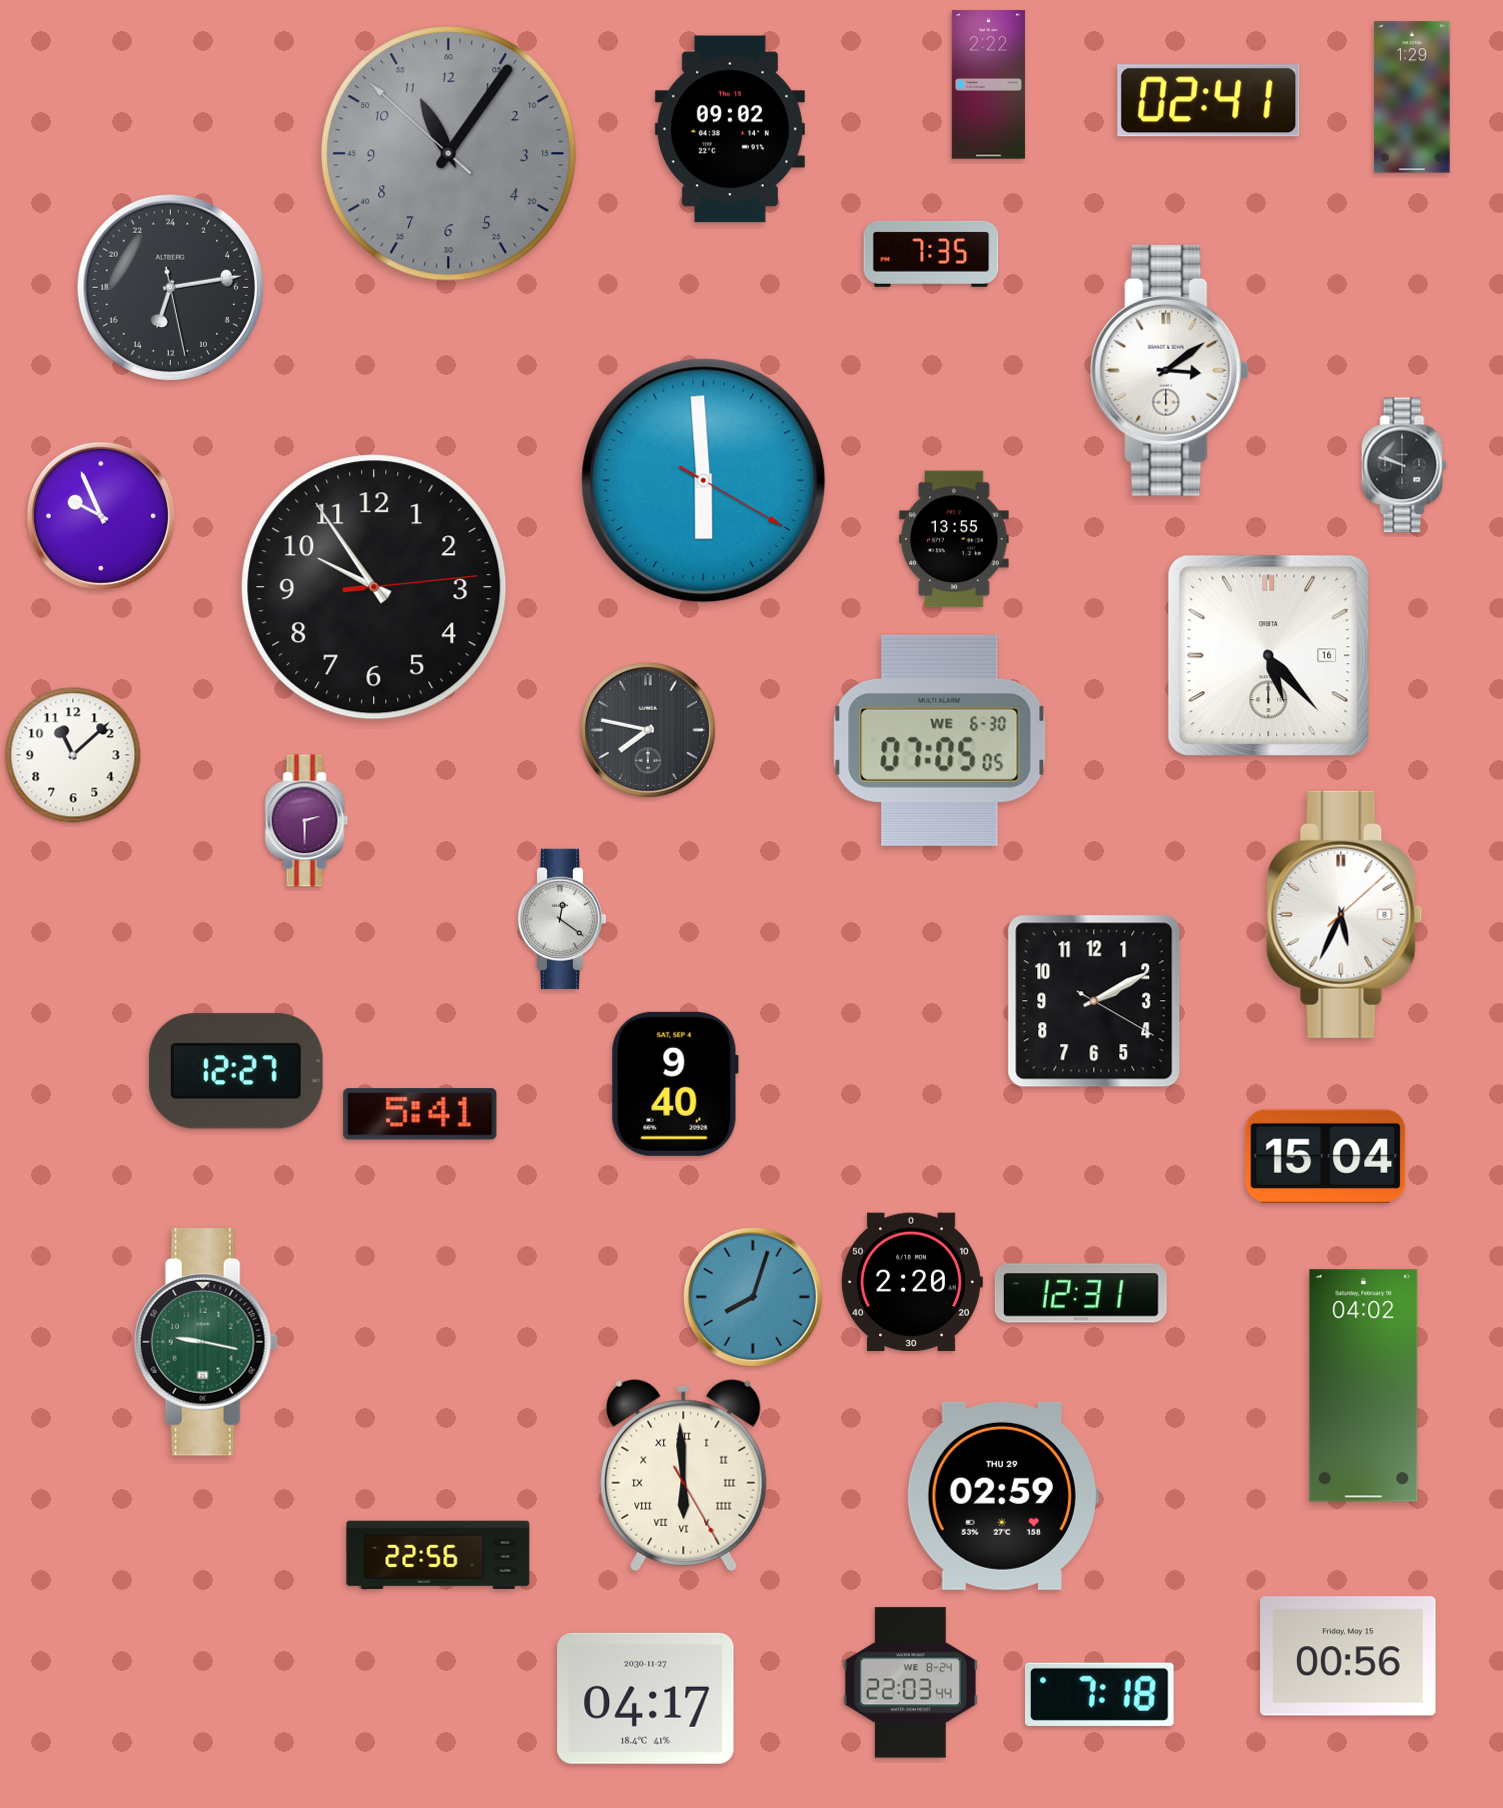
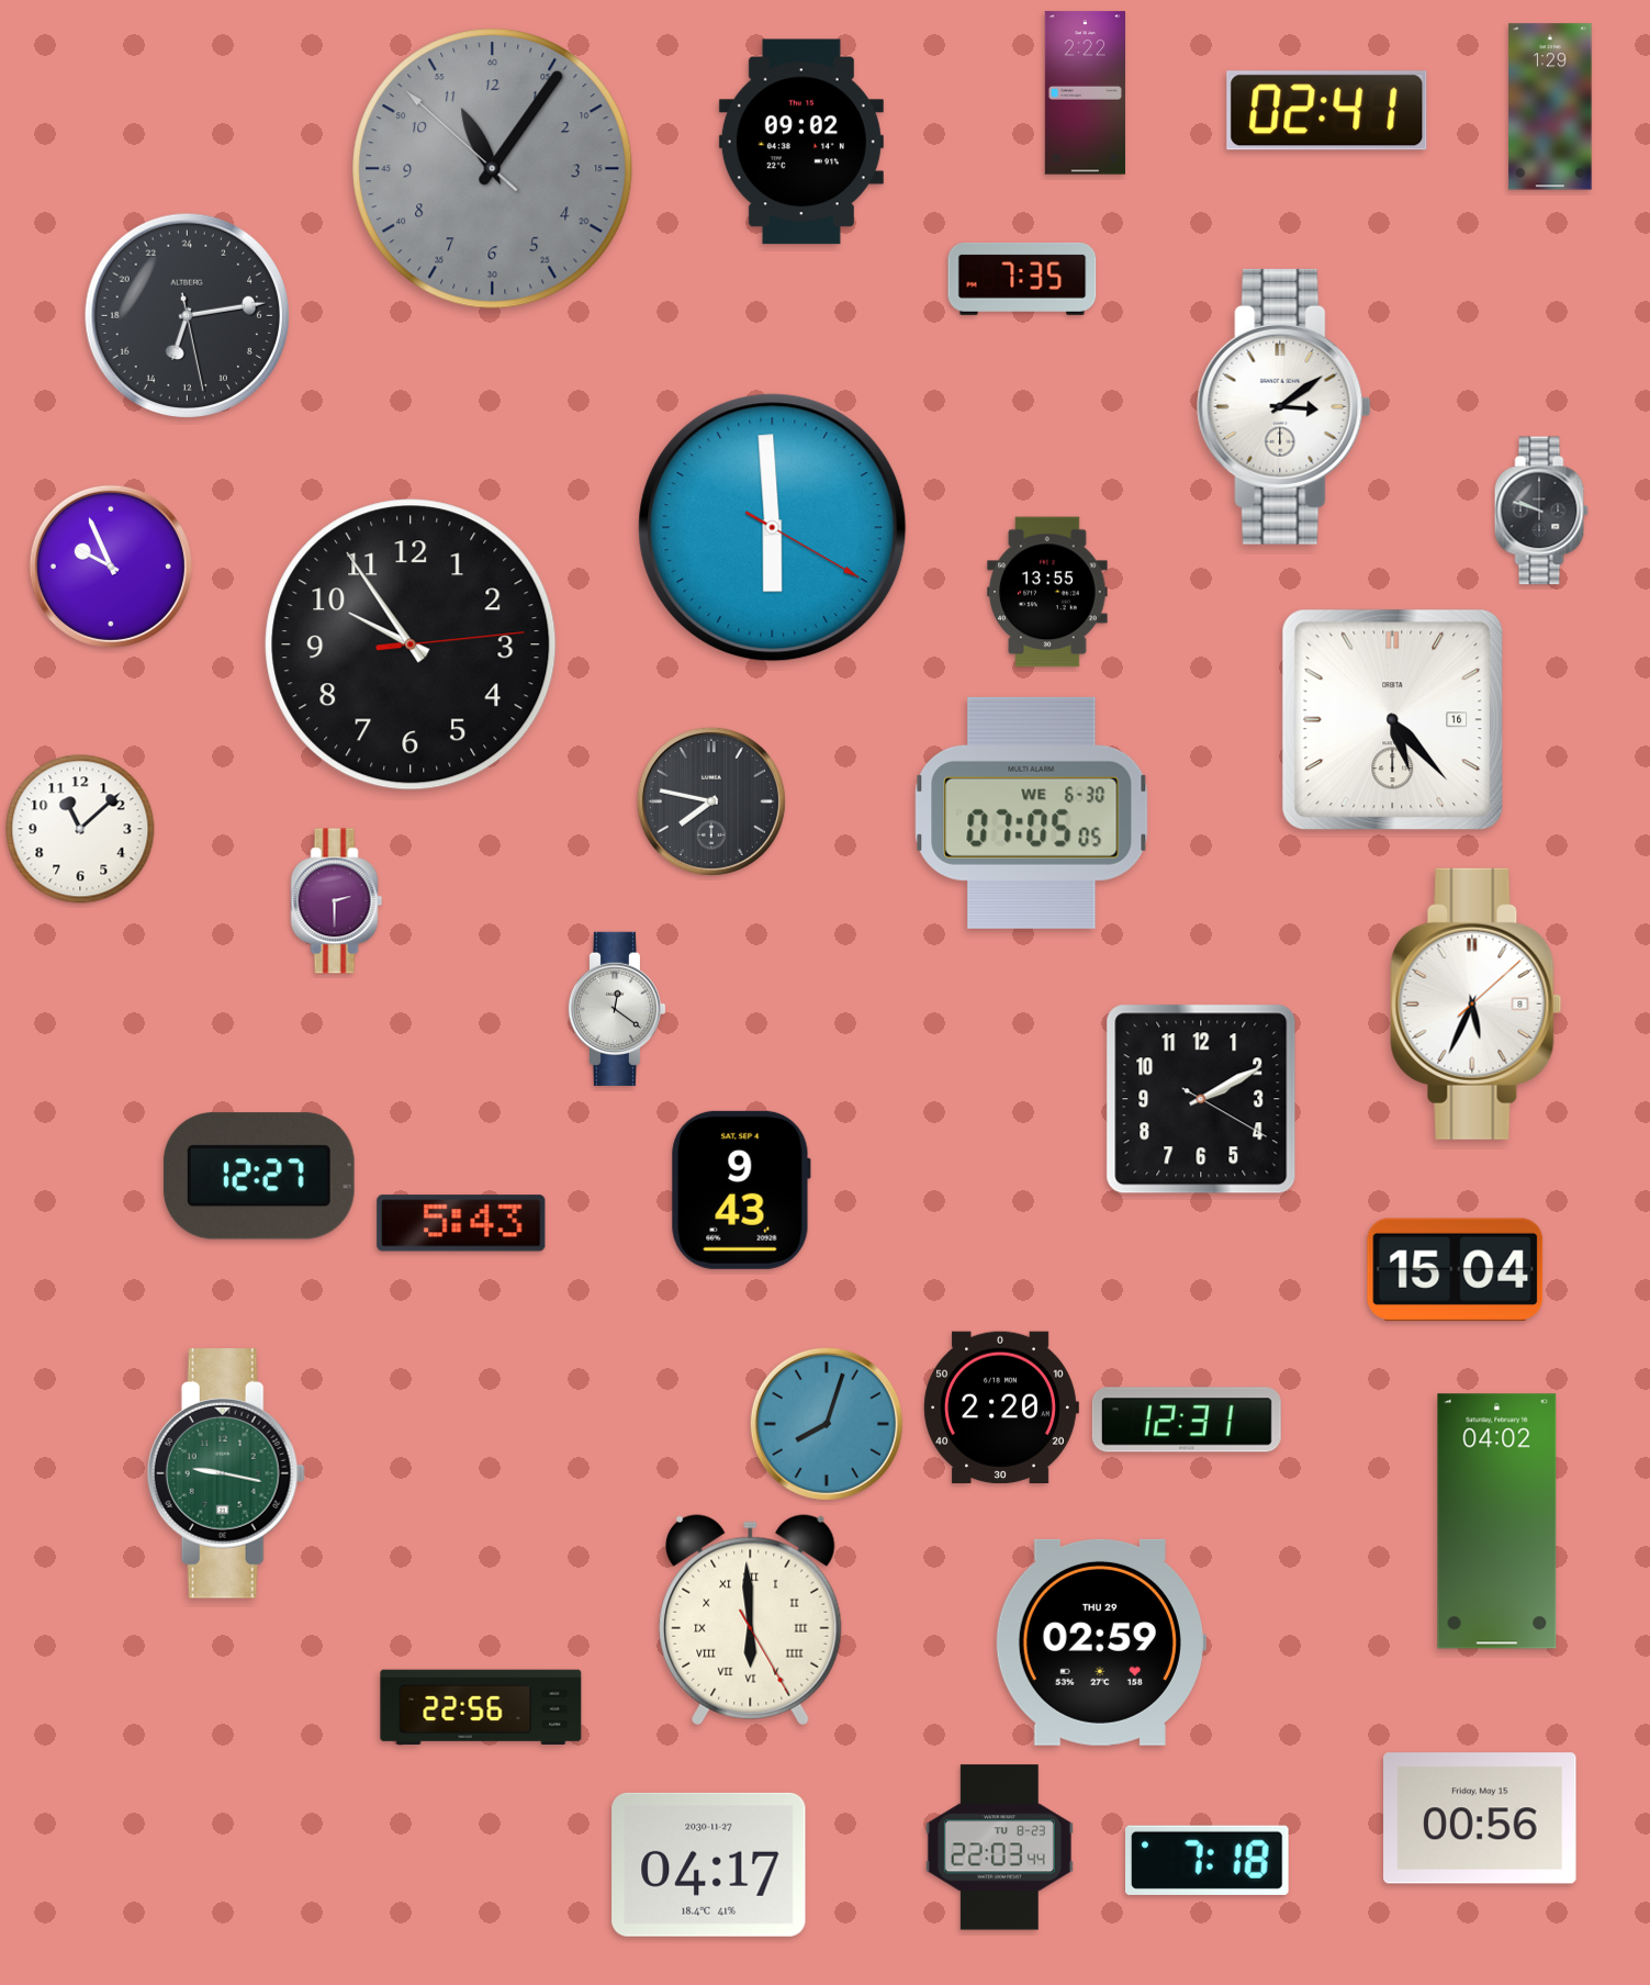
clock at (675, 1084): 9:40 -> 9:43
clock at (420, 1114): 5:41 -> 5:43
clock at (910, 1683) date: WE 8-24 -> TU 8-23
